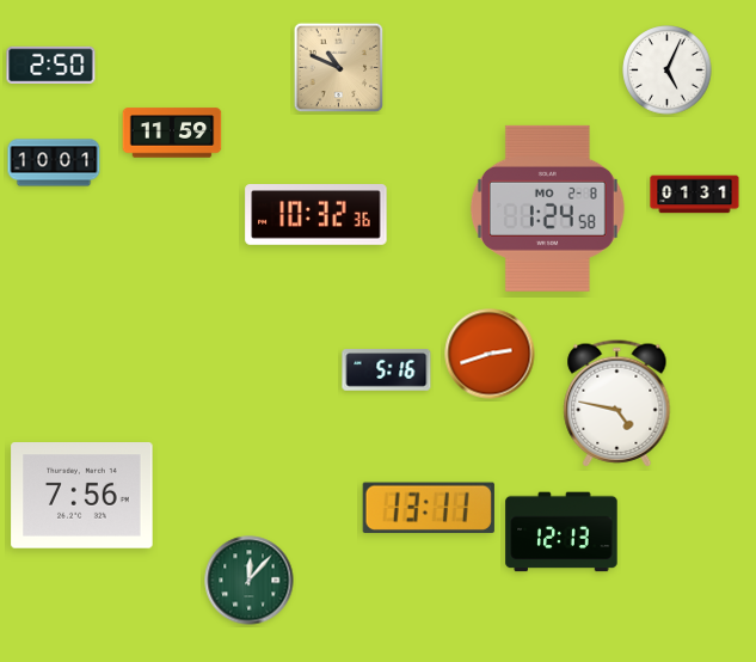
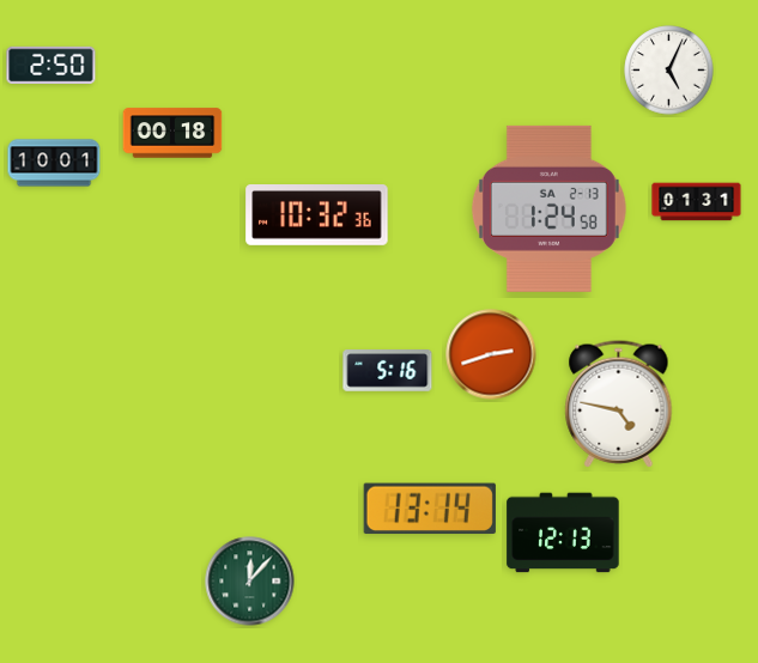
clock at (339, 68): 10:49 -> none
clock at (172, 133): 11:59 -> 00:18
clock at (695, 195) position: (695, 195) -> (697, 202)
clock at (547, 208) date: MO 2-8 -> SA 2-13
clock at (82, 496): 7:56 -> none
clock at (429, 508): 13:11 -> 13:14
